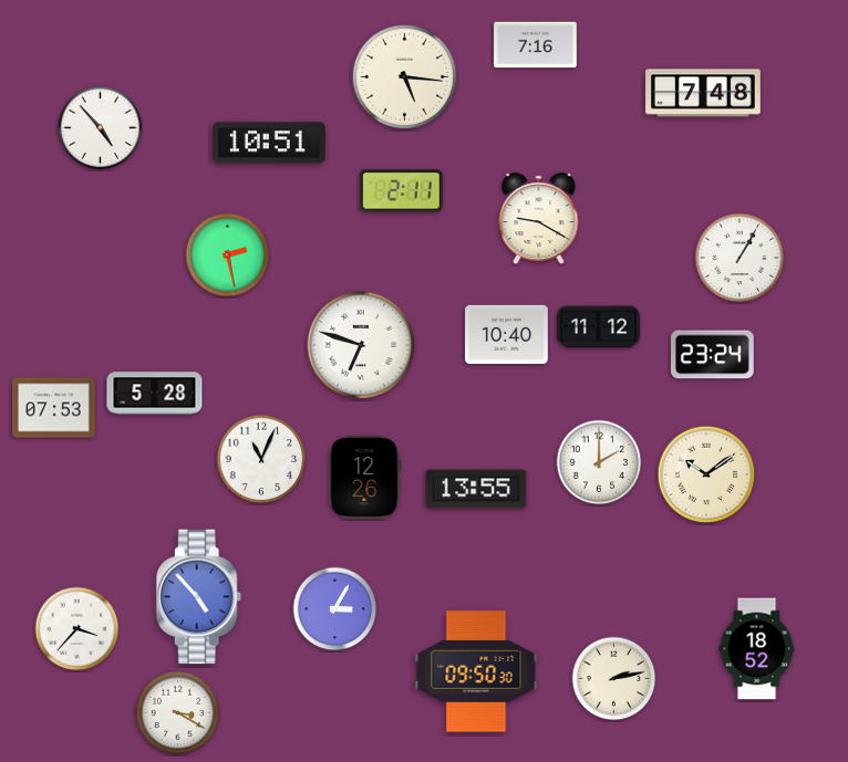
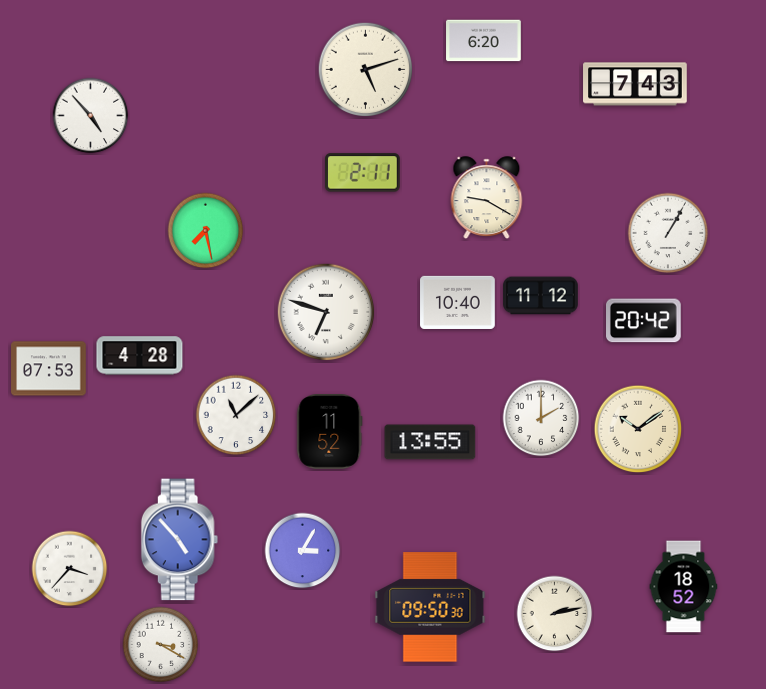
clock at (536, 45): 7:16 -> 6:20
clock at (405, 77): 5:16 -> 5:12
clock at (703, 93): 7:48 -> 7:43
clock at (269, 143): 10:51 -> none
clock at (228, 255): 2:28 -> 7:28
clock at (713, 355): 23:24 -> 20:42
clock at (155, 394): 5:28 -> 4:28
clock at (261, 459): 11:04 -> 11:08
clock at (365, 478): 12:26 -> 11:52
